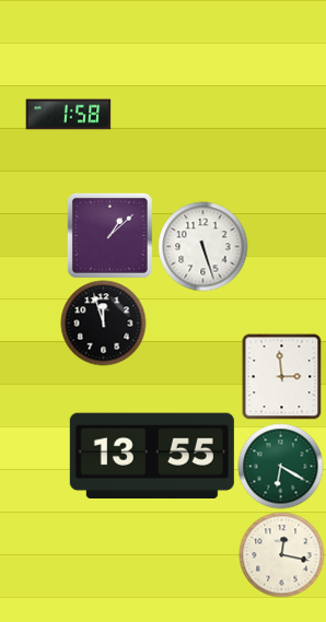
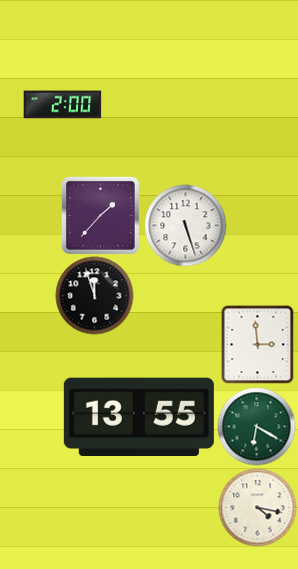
clock at (68, 115): 1:58 -> 2:00
clock at (109, 235): 1:08 -> 1:37
clock at (281, 554): 12:17 -> 4:17
